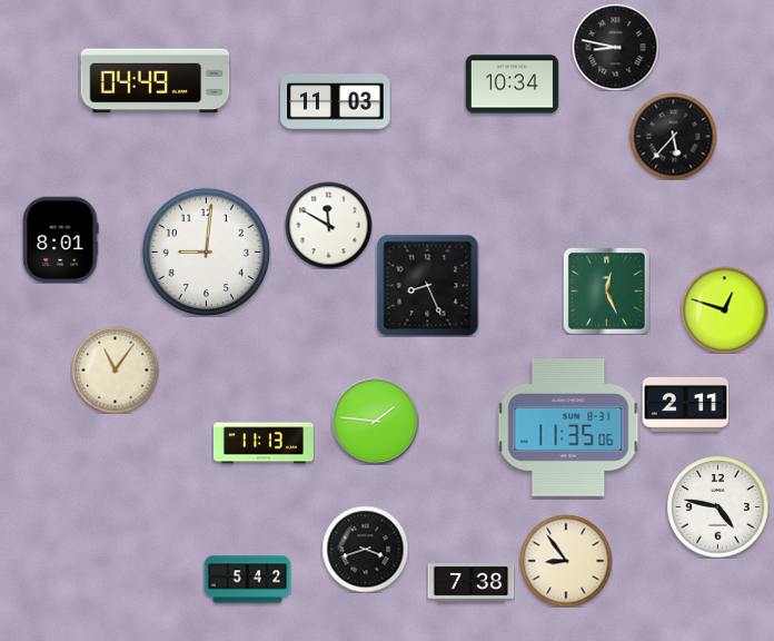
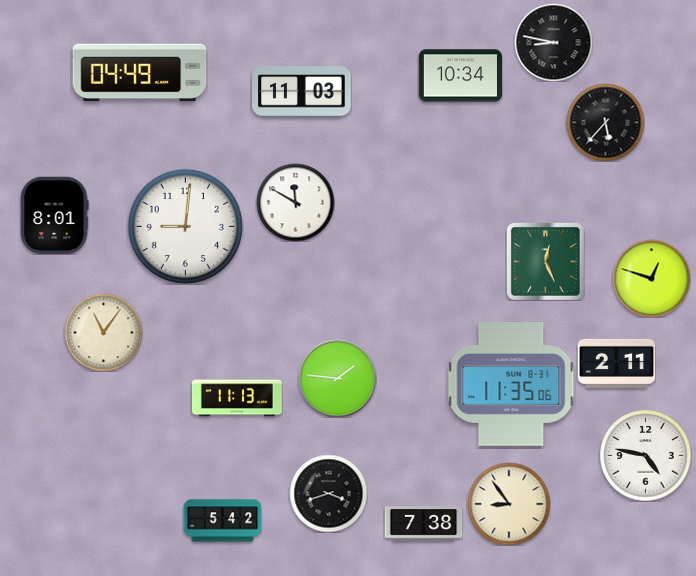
clock at (427, 285): 8:26 -> none
